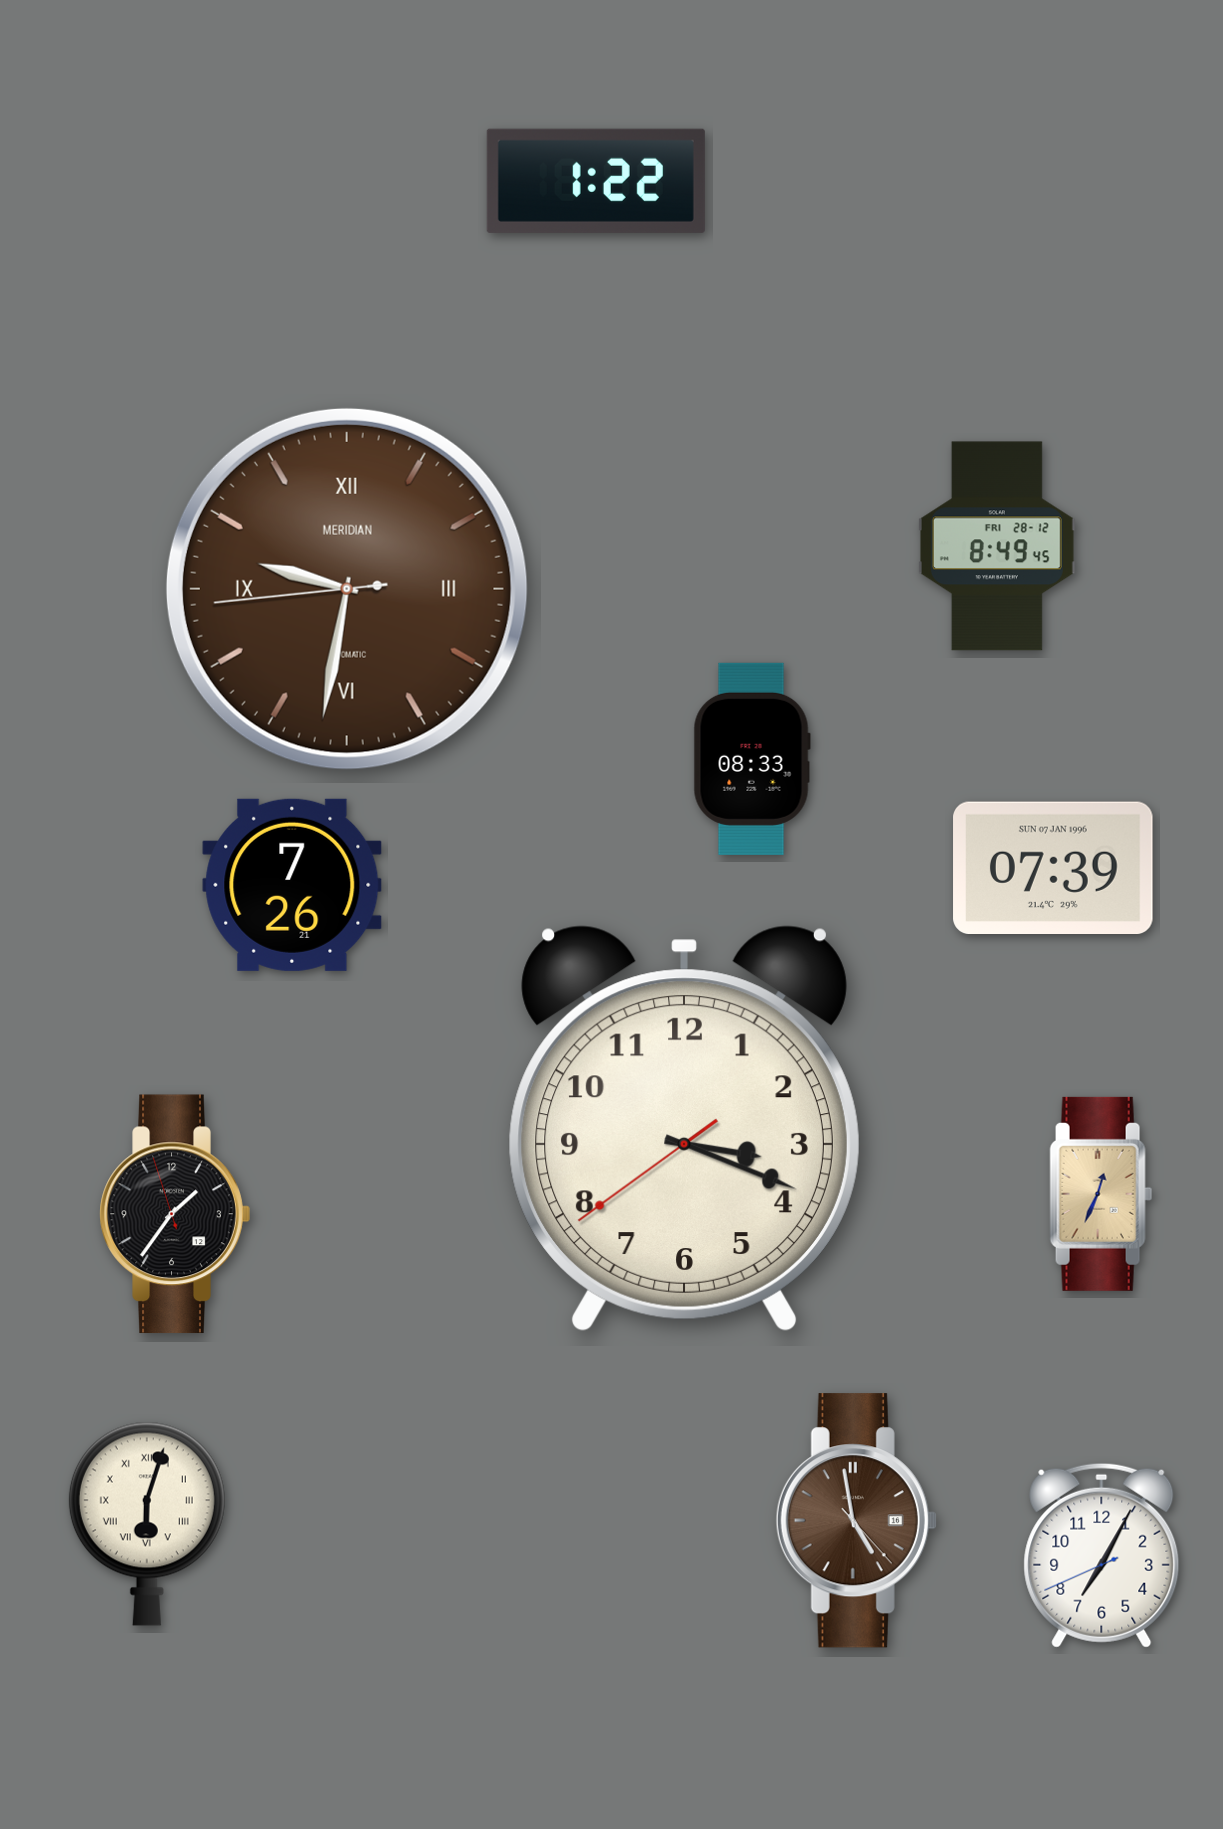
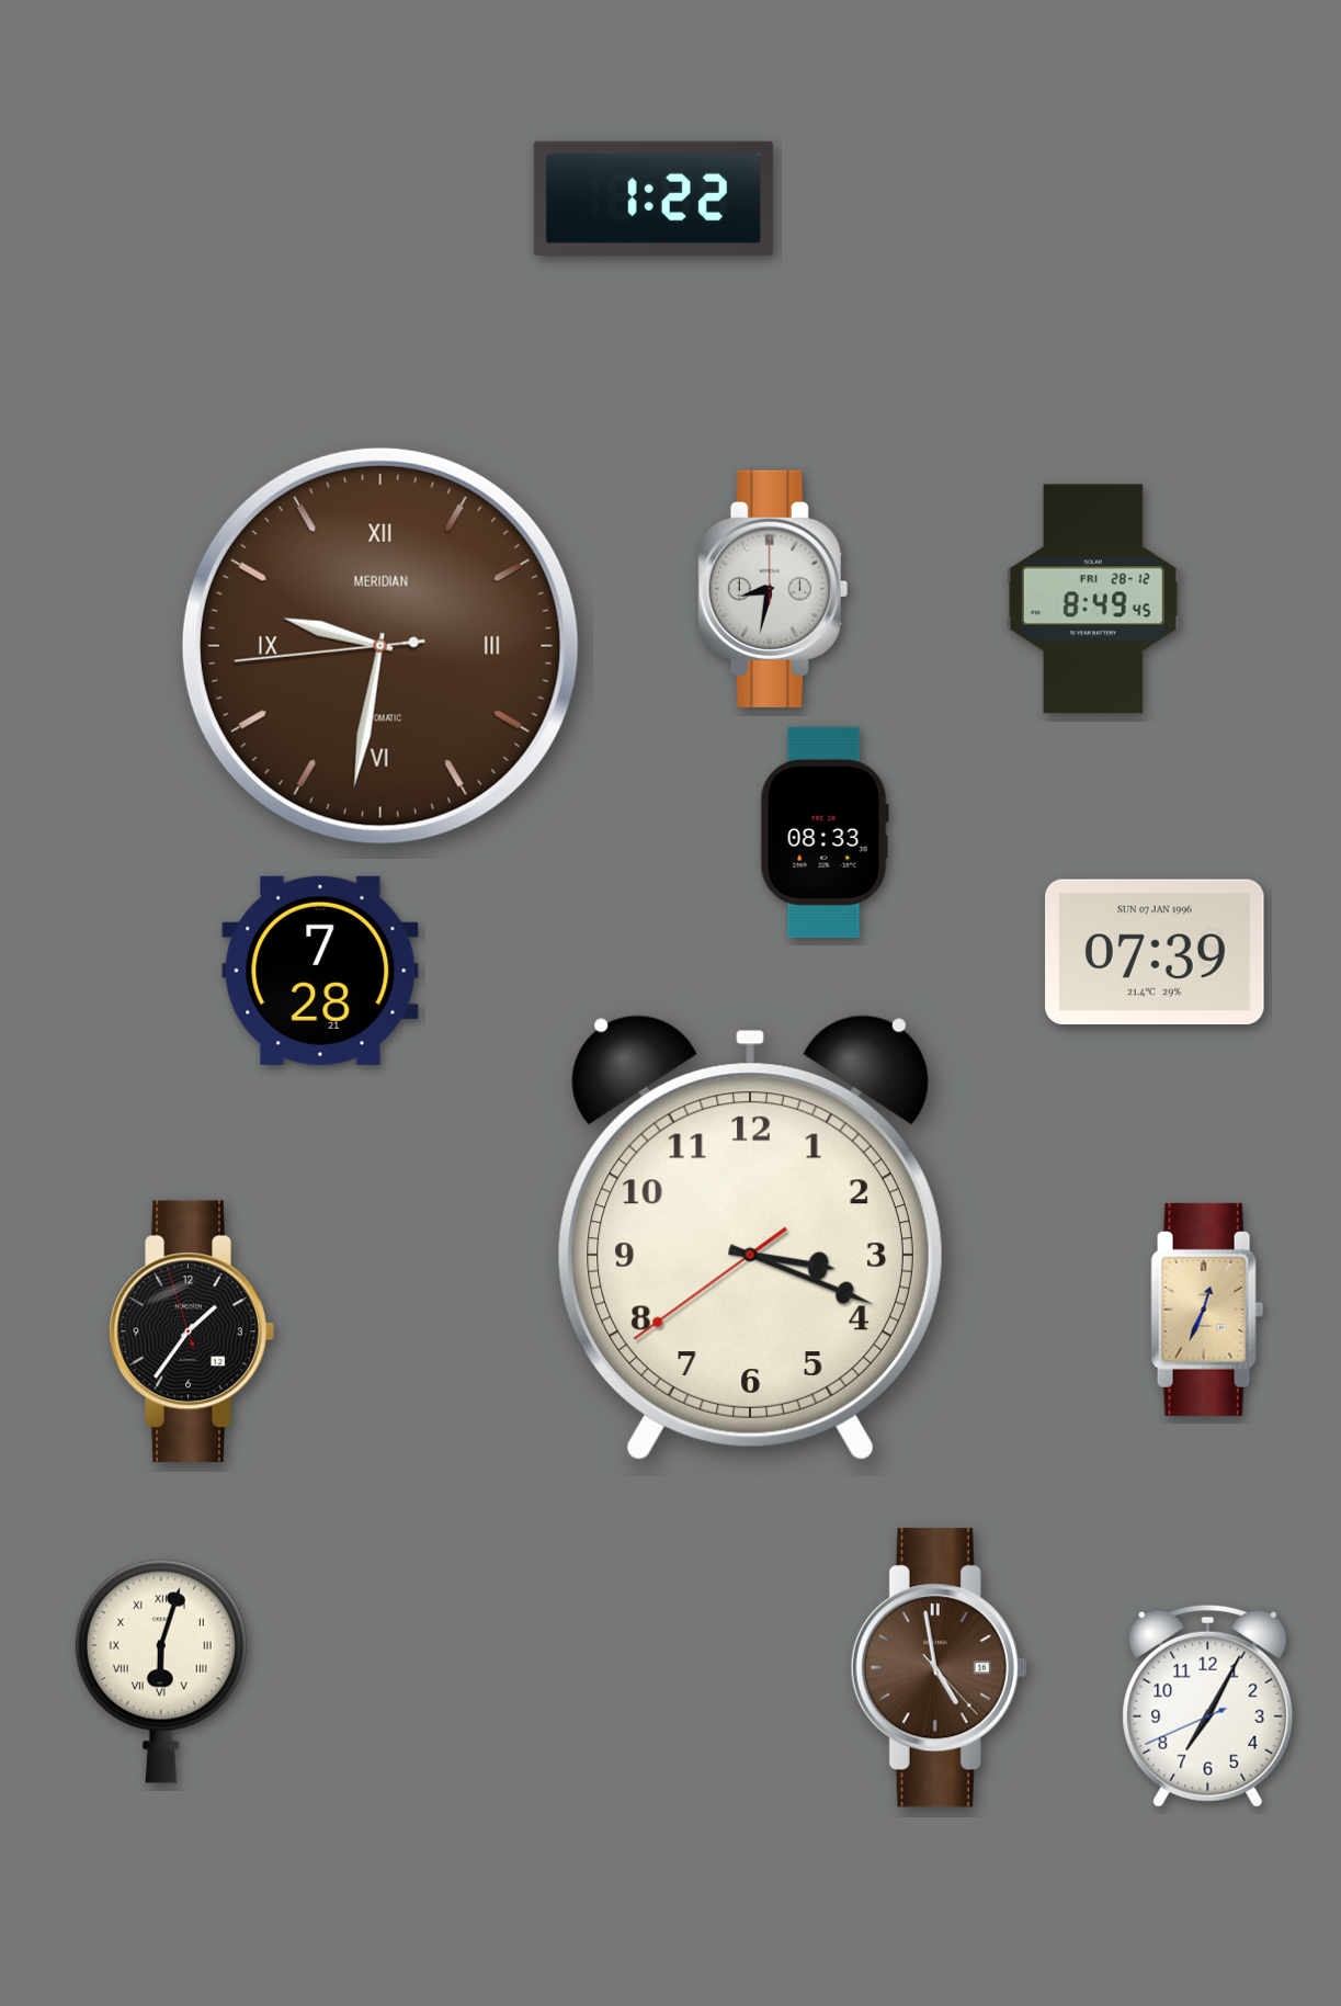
clock at (773, 589): none -> 8:32
clock at (292, 885): 7:26 -> 7:28
